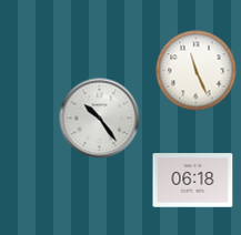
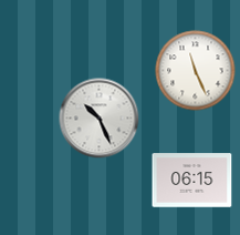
clock at (100, 119): 10:24 -> 10:26
clock at (193, 181): 06:18 -> 06:15
